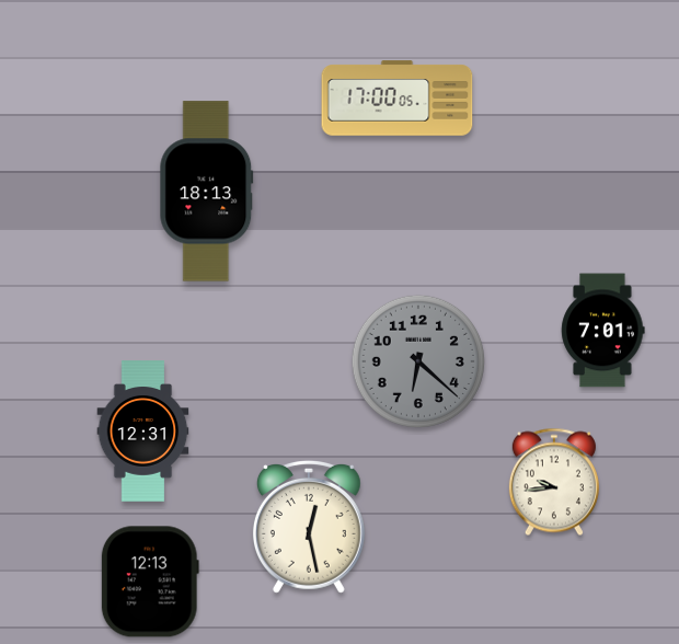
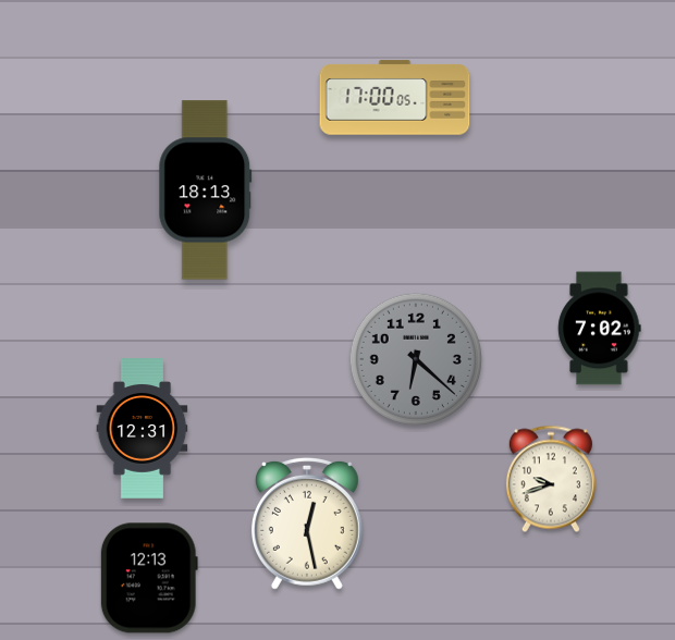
clock at (603, 331): 7:01 -> 7:02
clock at (554, 482): 9:44 -> 9:42
